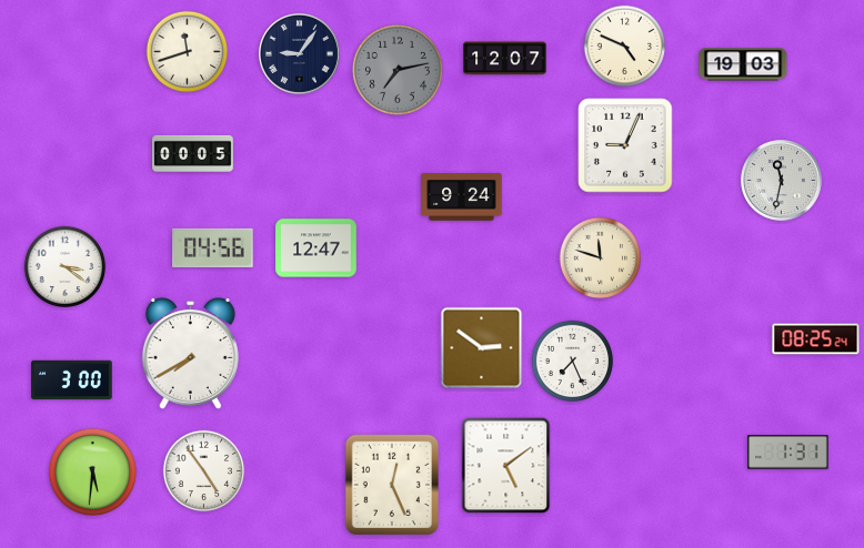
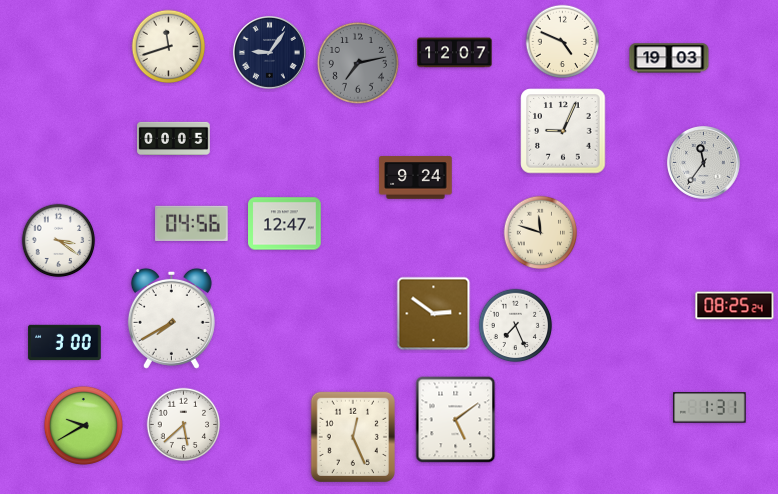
clock at (299, 53) position: (299, 53) -> (269, 52)
clock at (781, 180): 11:32 -> 11:36
clock at (92, 471): 5:31 -> 9:40
clock at (204, 471): 4:54 -> 5:38
